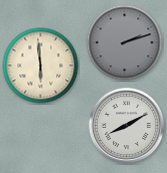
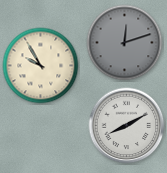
clock at (125, 43): 2:12 -> 12:12
clock at (41, 66): 5:59 -> 9:55
